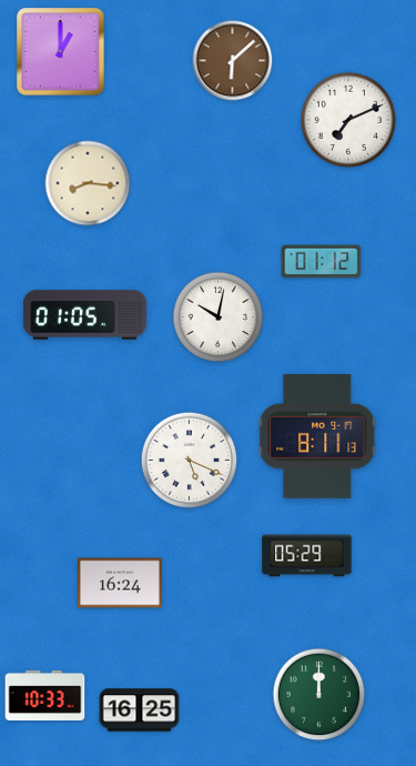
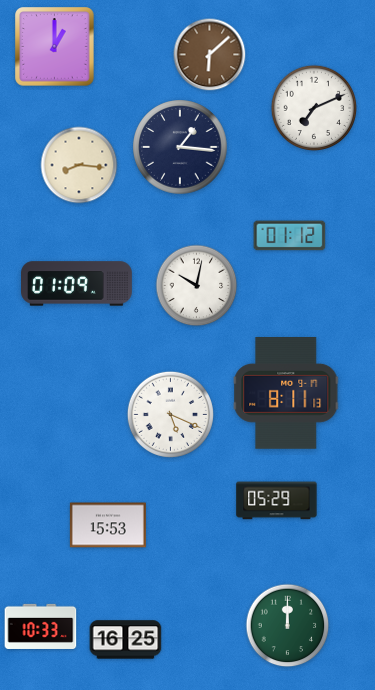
clock at (180, 147): none -> 1:16
clock at (85, 315): 01:05 -> 01:09
clock at (120, 583): 16:24 -> 15:53
